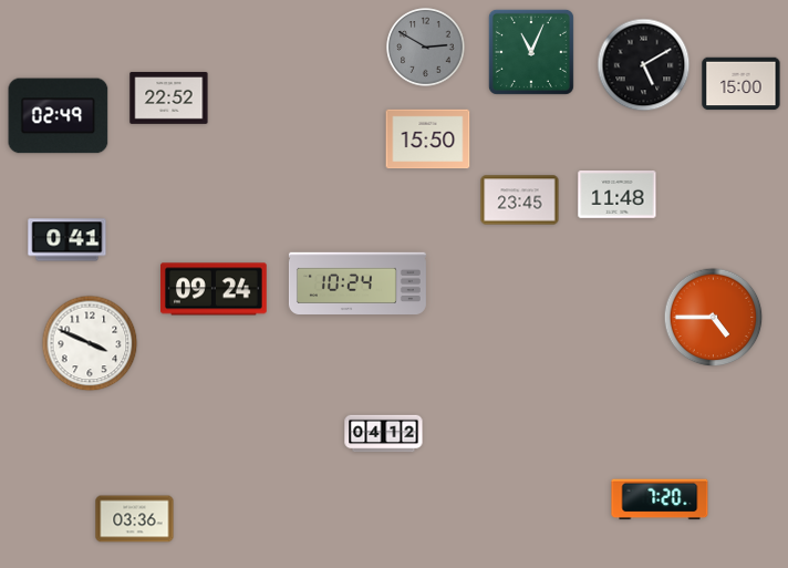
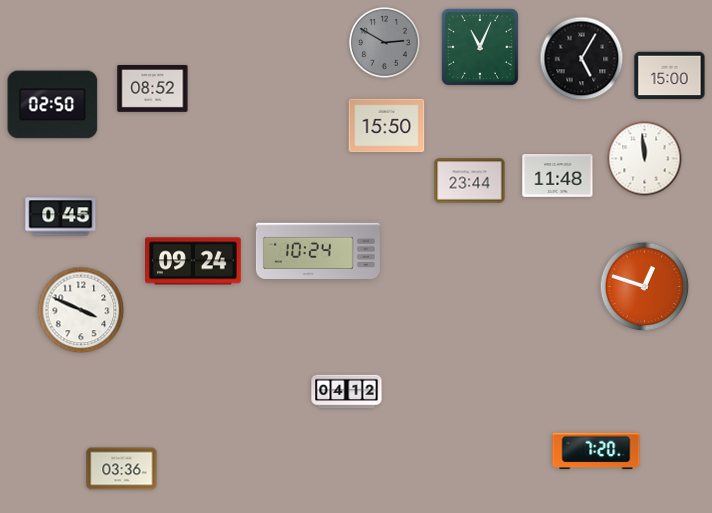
clock at (644, 65): 5:10 -> 5:05
clock at (169, 97): 22:52 -> 08:52
clock at (59, 116): 02:49 -> 02:50
clock at (645, 159): none -> 11:59
clock at (520, 200): 23:45 -> 23:44
clock at (68, 240): 0:41 -> 0:45
clock at (357, 282) position: (357, 282) -> (318, 250)
clock at (714, 318): 4:45 -> 12:48
